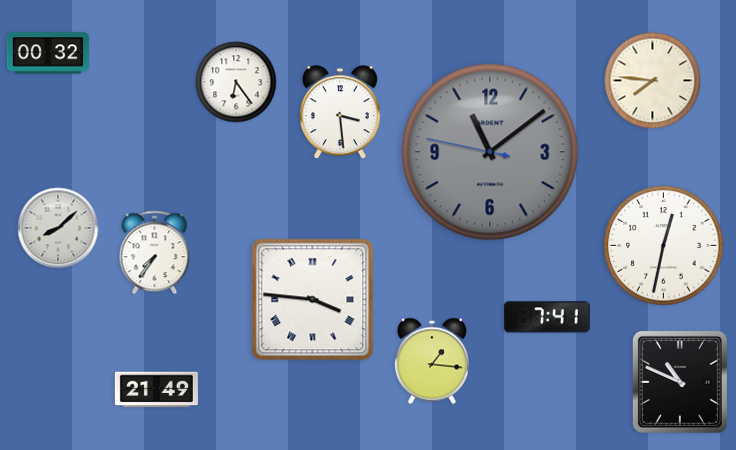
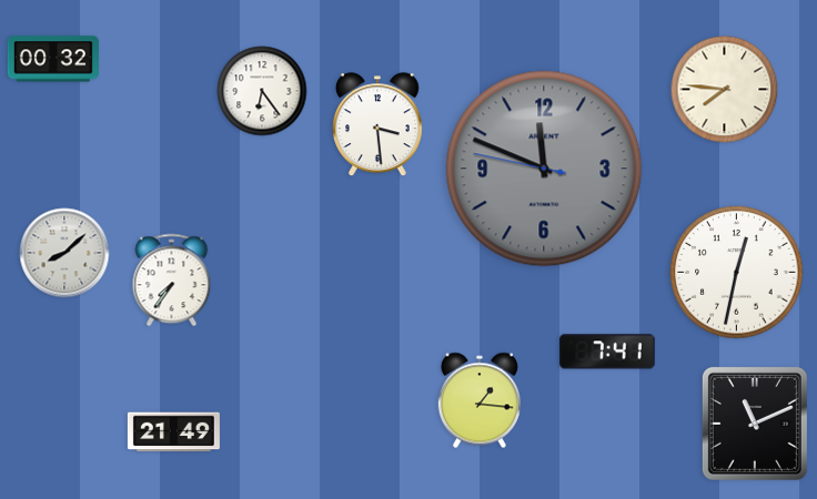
clock at (490, 152): 11:08 -> 11:48
clock at (313, 300): 3:46 -> none
clock at (680, 382): 10:49 -> 11:11
